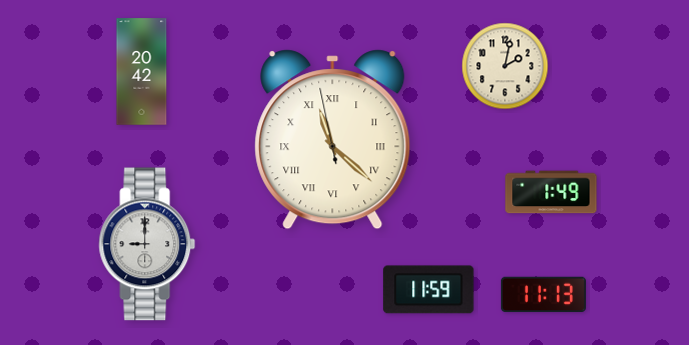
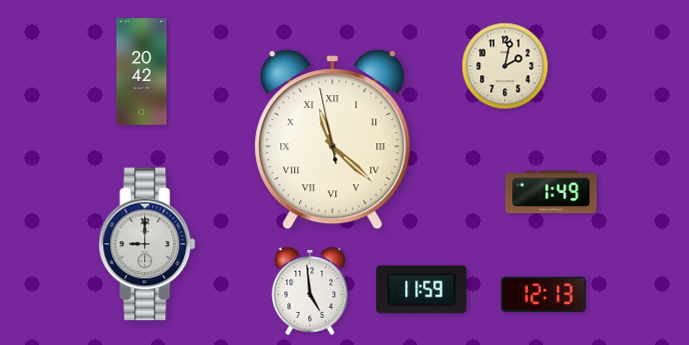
clock at (429, 290) position: (429, 290) -> (422, 290)
clock at (310, 292): none -> 4:59
clock at (543, 295): 11:13 -> 12:13
